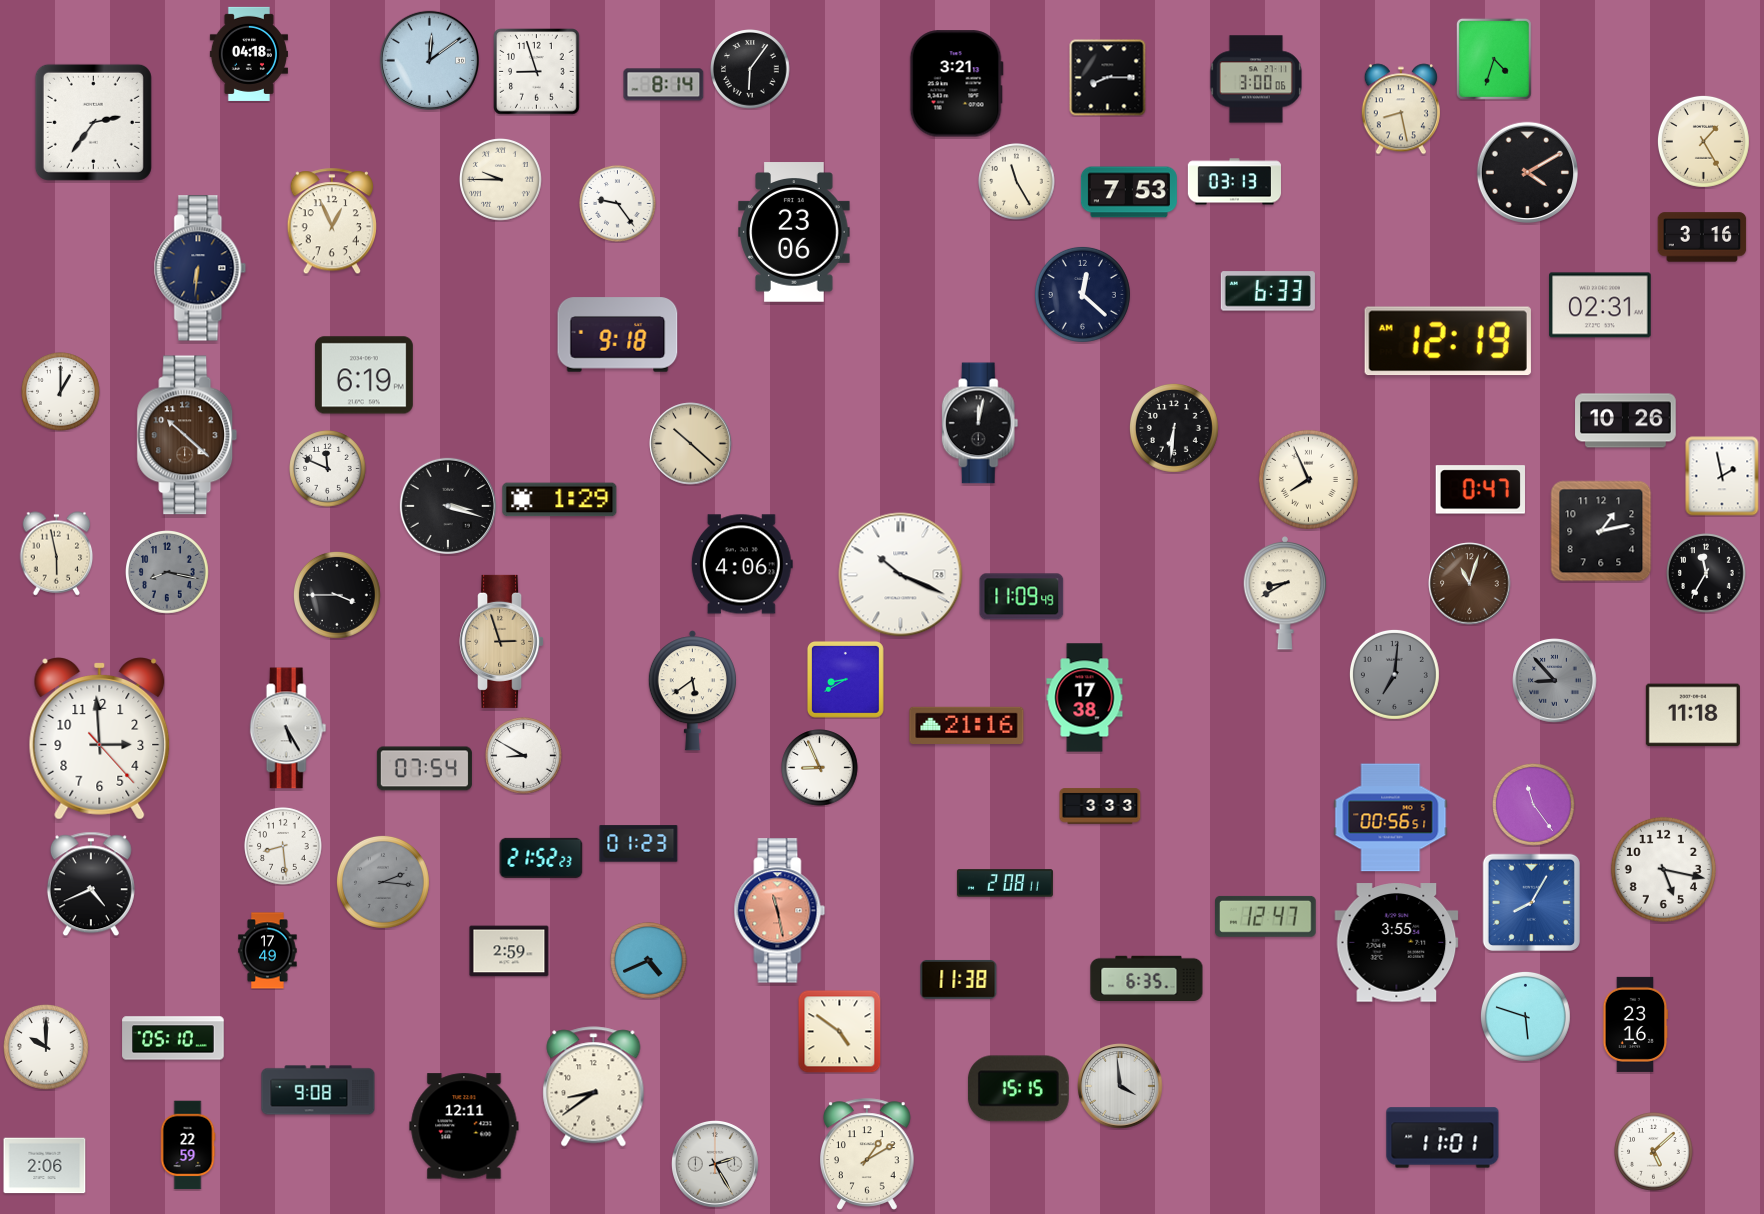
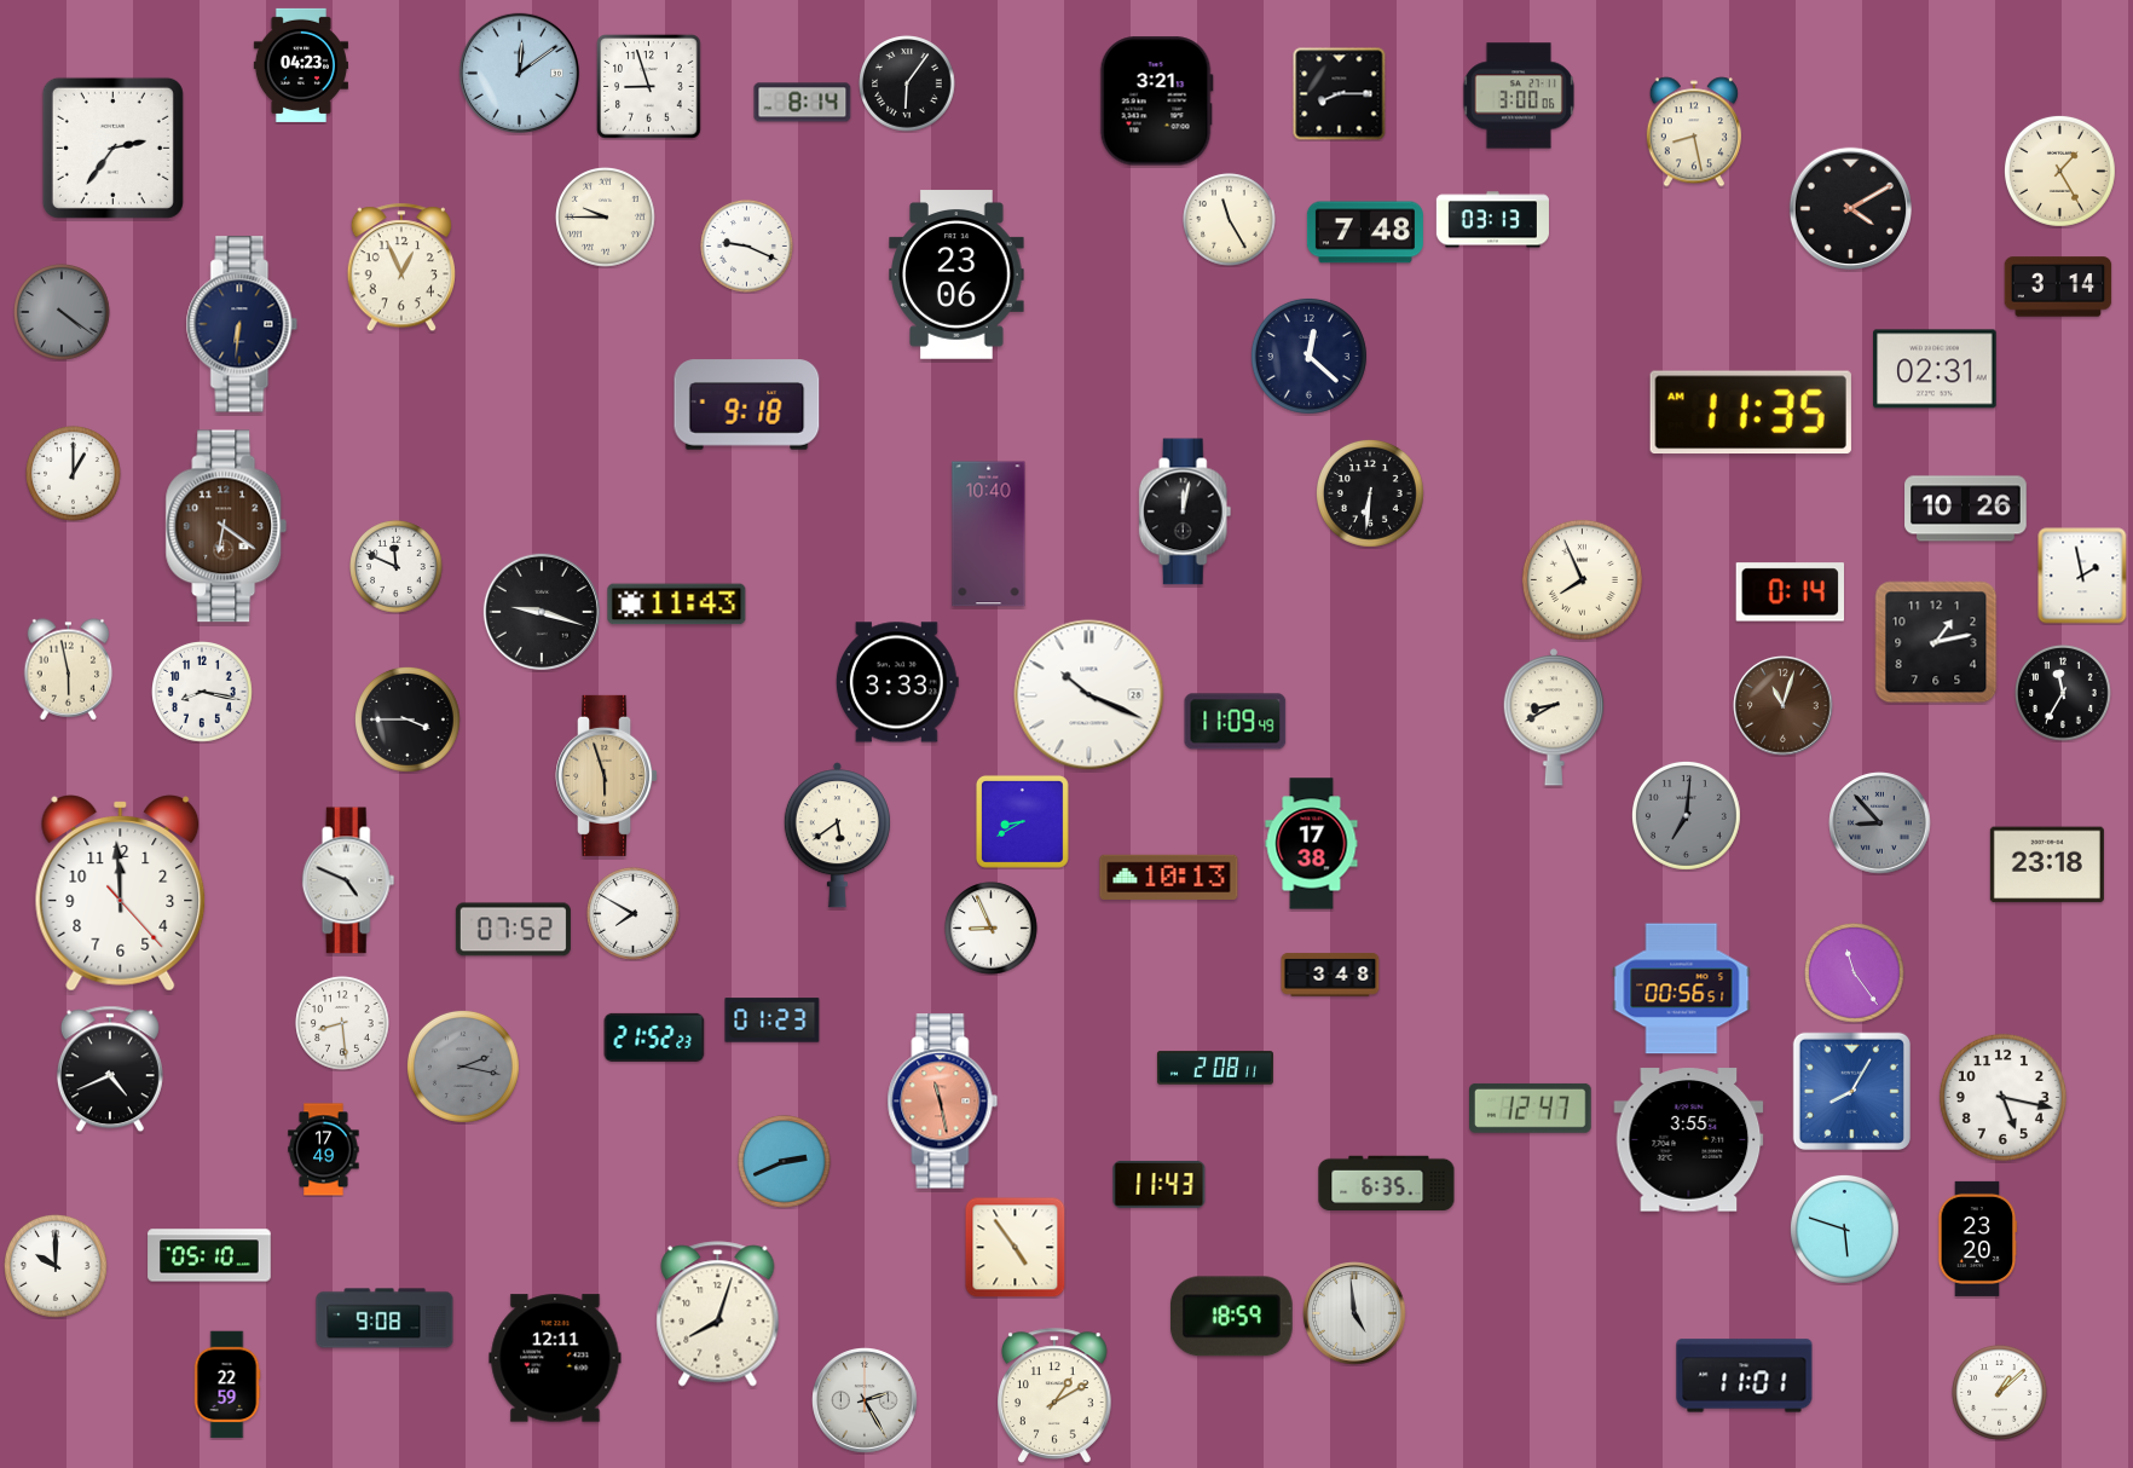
clock at (249, 54): 04:18 -> 04:23
clock at (1494, 59): 4:33 -> none
clock at (1528, 173) position: (1528, 173) -> (1851, 209)
clock at (1129, 192): 7:53 -> 7:48
clock at (618, 204): 9:24 -> 9:19
clock at (794, 232) position: (794, 232) -> (956, 274)
clock at (1702, 237): 3:16 -> 3:14
clock at (62, 312): none -> 4:21
clock at (1268, 291): 6:33 -> none
clock at (1448, 341): 12:19 -> 11:35
clock at (364, 375): 6:19 -> none
clock at (1174, 428) position: (1174, 428) -> (1370, 493)
clock at (187, 435): 10:22 -> 6:21
clock at (989, 534): none -> 10:40
clock at (691, 444): 10:22 -> none
clock at (1480, 490): 0:47 -> 0:14
clock at (560, 500): 1:29 -> 11:43
clock at (448, 506): 3:18 -> 9:18
clock at (742, 564): 4:06 -> 3:33
clock at (168, 573) dial: grey -> white
clock at (1470, 584) position: (1470, 584) -> (1784, 706)
clock at (502, 641): 2:57 -> 5:57
clock at (1693, 715): 11:18 -> 23:18
clock at (967, 725): 21:16 -> 10:13
clock at (288, 728): 5:25 -> 4:49
clock at (100, 739): 2:59 -> 11:59
clock at (524, 756): 8:50 -> 7:50
clock at (424, 769): 07:54 -> 07:52
clock at (1100, 806): 3:33 -> 3:48
clock at (1663, 869) position: (1663, 869) -> (2002, 1097)
clock at (383, 882): 2:16 -> 2:17
clock at (509, 951): 2:59 -> none
clock at (649, 961): 4:41 -> 2:41
clock at (959, 979): 11:38 -> 11:43
clock at (1635, 1024): 23:16 -> 23:20
clock at (840, 1032): 4:51 -> 4:54
clock at (1120, 1086): 3:59 -> 4:59
clock at (594, 1087): 8:39 -> 8:03
clock at (1019, 1089): 15:15 -> 18:59
clock at (464, 1126) position: (464, 1126) -> (555, 1358)
clock at (1654, 1152): 5:08 -> 1:08
clock at (868, 1154) position: (868, 1154) -> (1056, 1395)
clock at (716, 1165) position: (716, 1165) -> (866, 1401)
clock at (45, 1166): 2:06 -> none
